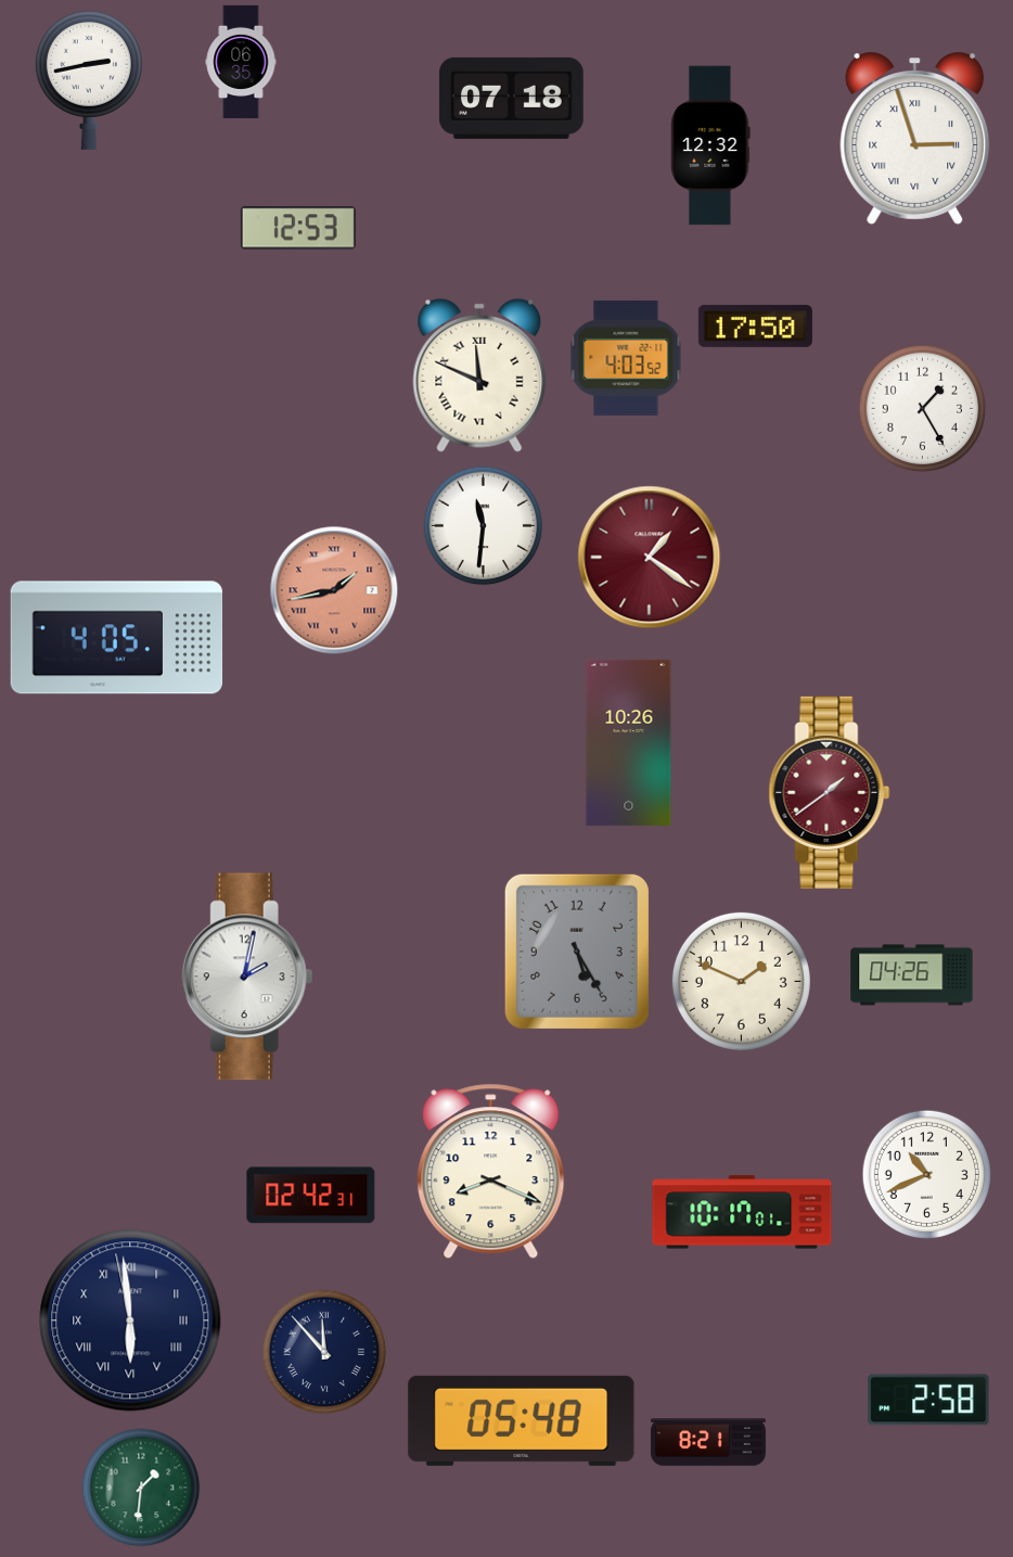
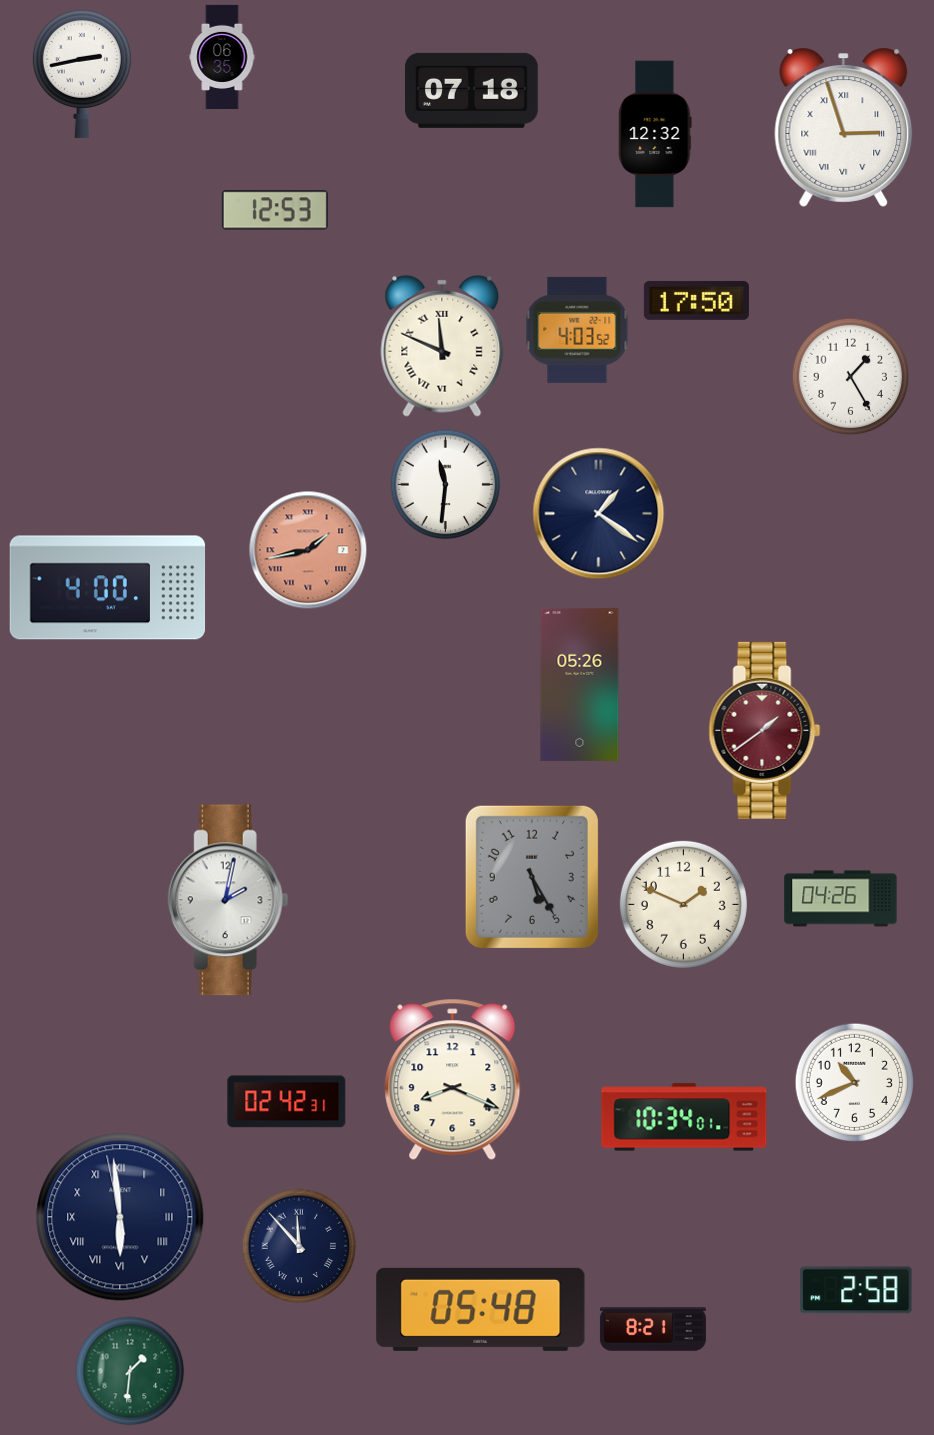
clock at (650, 558) dial: burgundy -> navy
clock at (334, 590) position: (334, 590) -> (308, 550)
clock at (117, 638): 4:05 -> 4:00
clock at (629, 742): 10:26 -> 05:26
clock at (742, 1212): 10:17 -> 10:34
